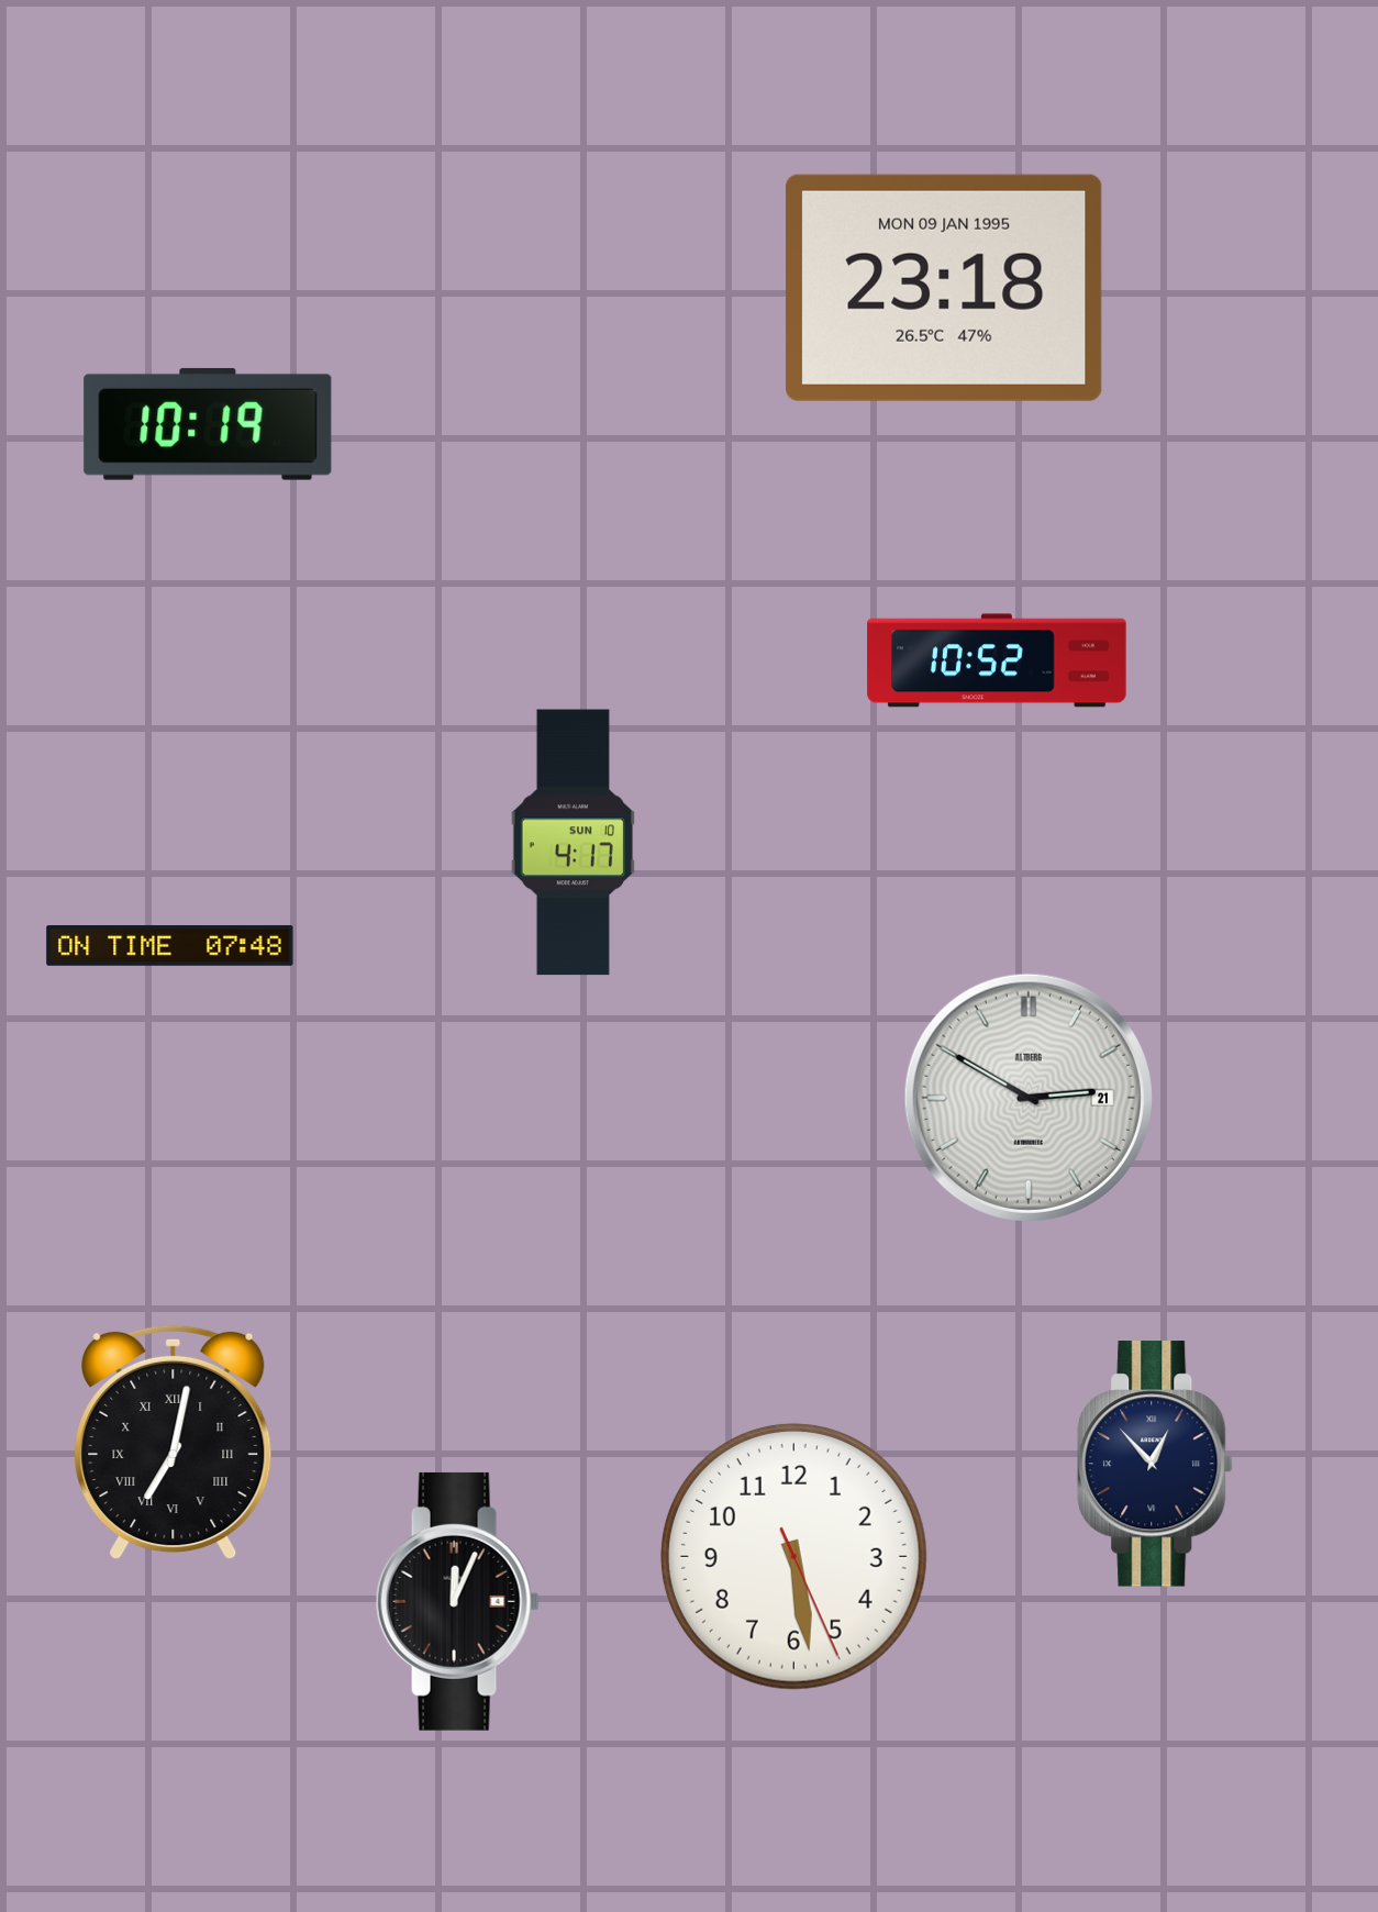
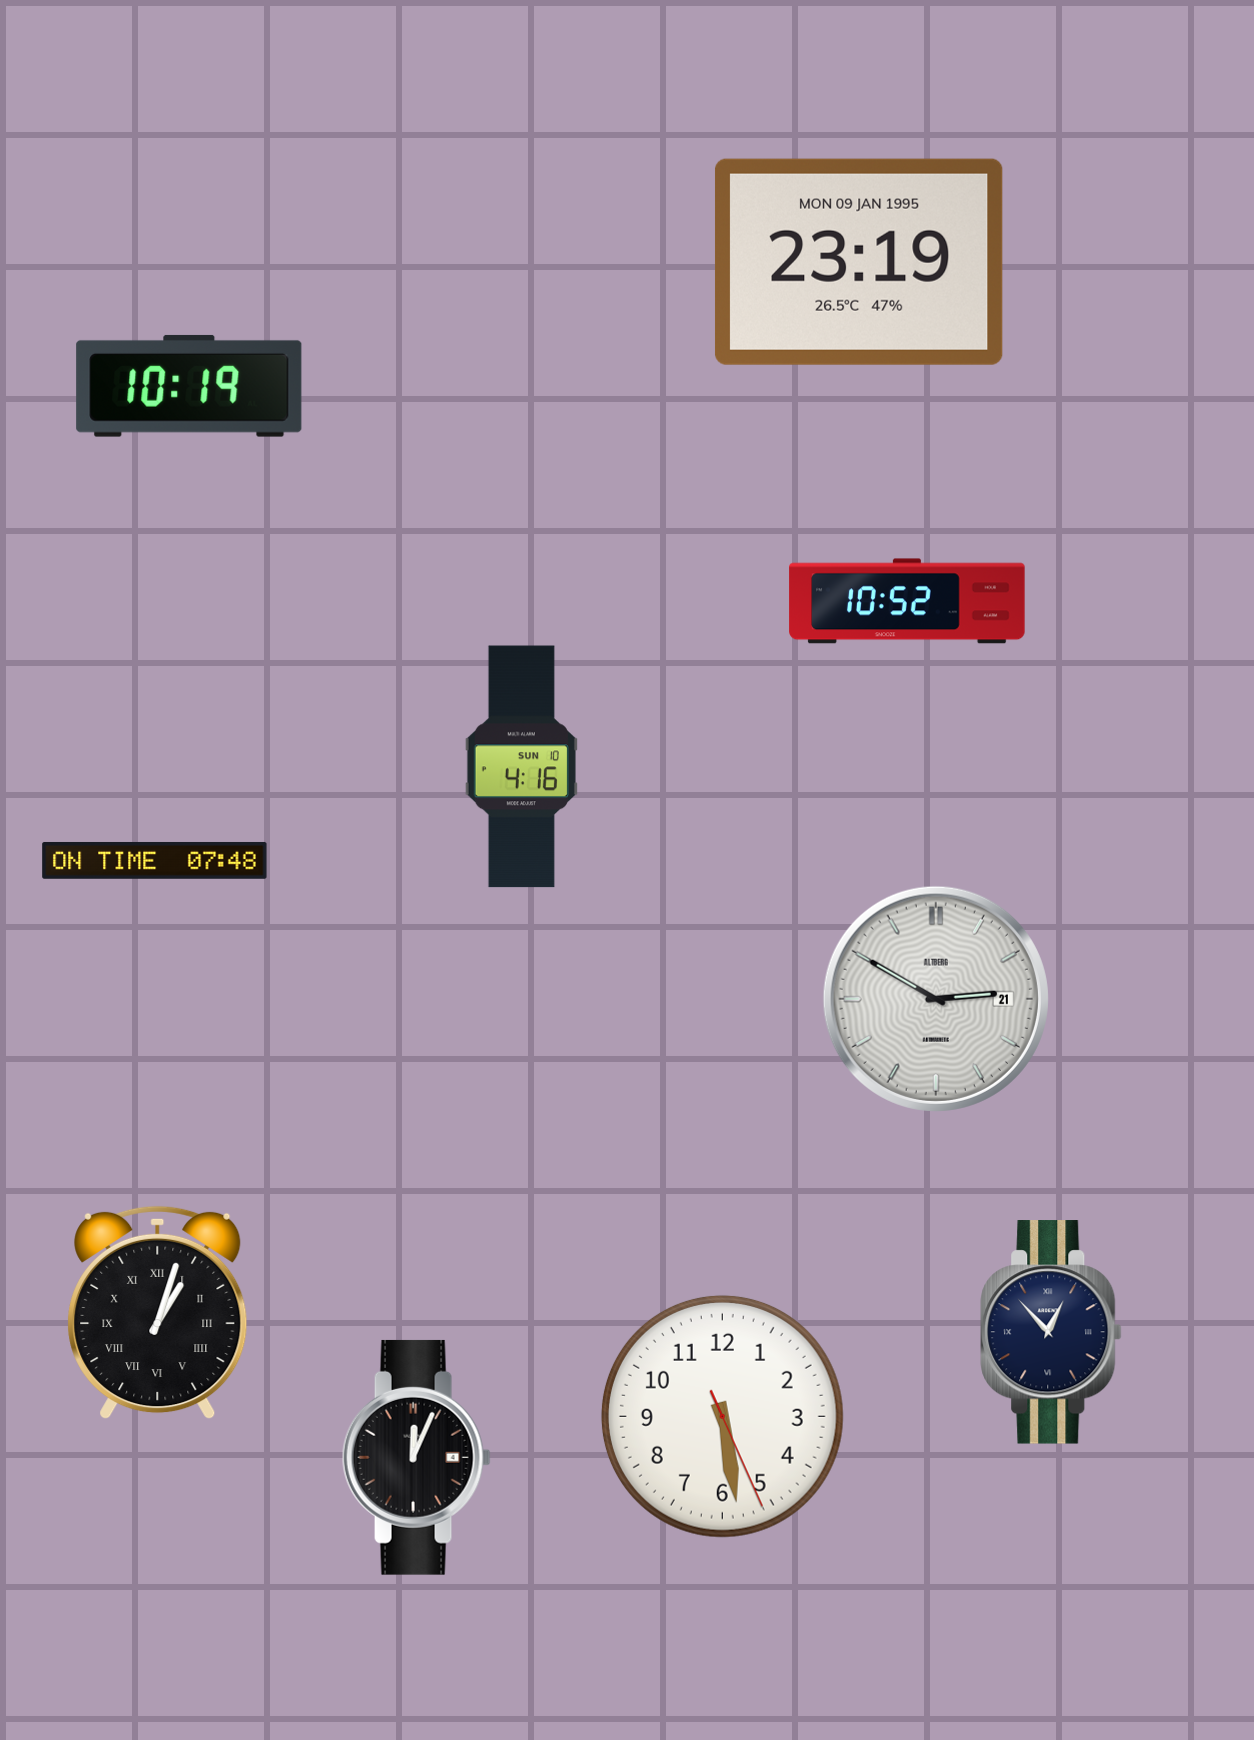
clock at (944, 288): 23:18 -> 23:19
clock at (573, 843): 4:17 -> 4:16
clock at (174, 1443): 7:02 -> 1:03
